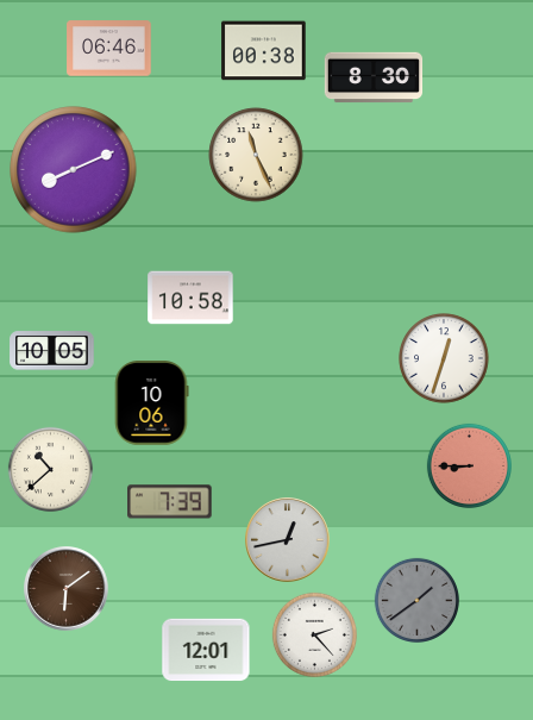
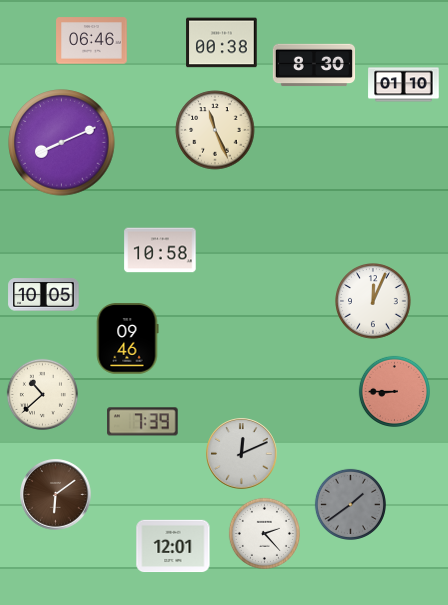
clock at (404, 85): none -> 01:10
clock at (444, 358): 12:33 -> 12:04
clock at (151, 403): 10:06 -> 09:46
clock at (288, 540): 12:43 -> 12:11
